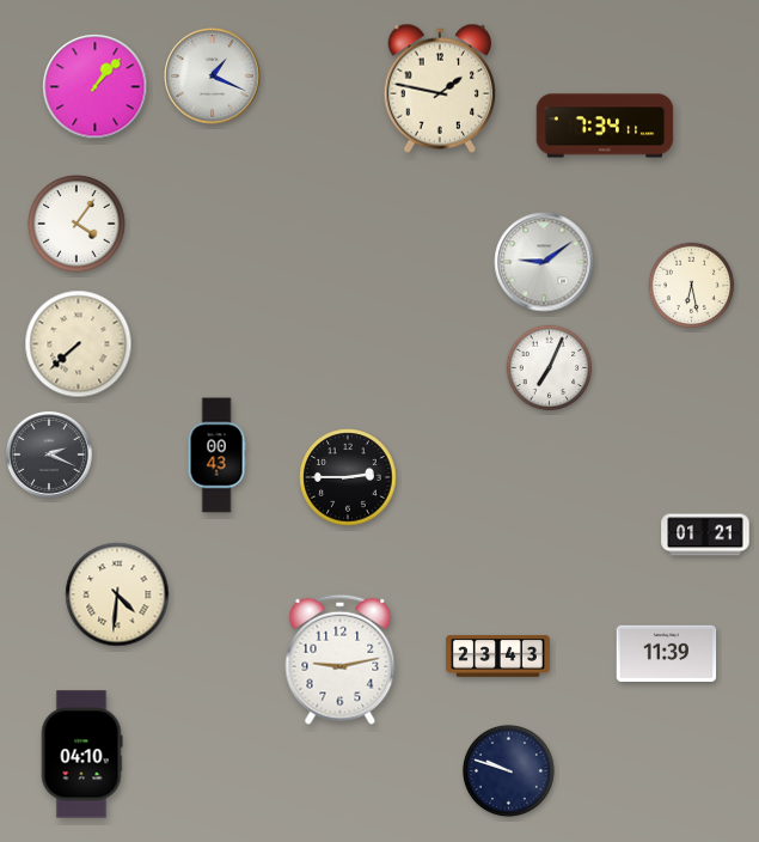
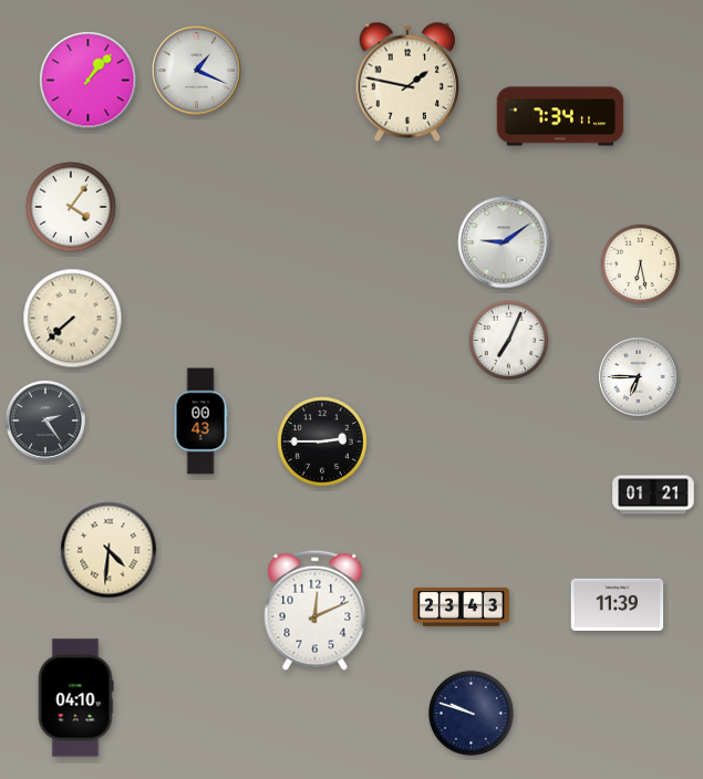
clock at (638, 376): none -> 6:45
clock at (49, 454): 2:19 -> 2:24
clock at (341, 659): 9:13 -> 12:11
